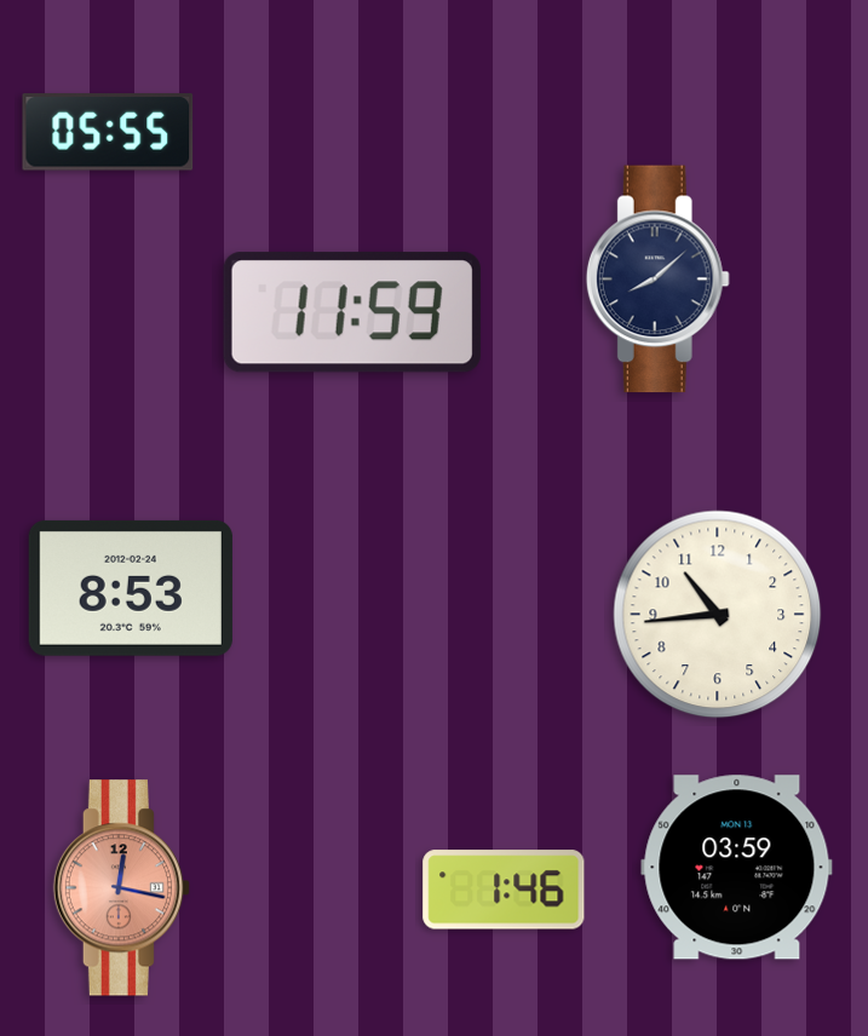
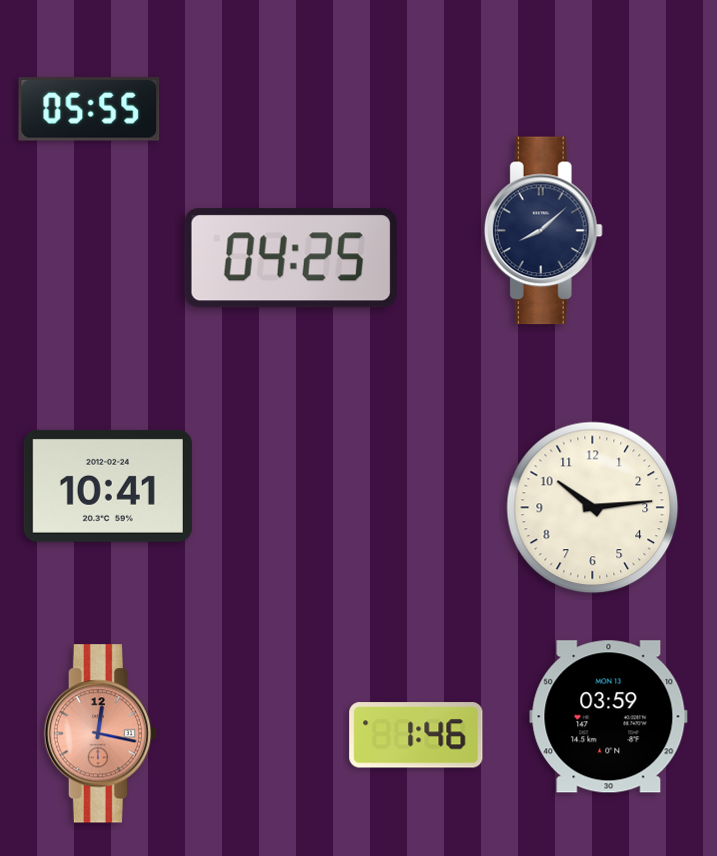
clock at (352, 312): 11:59 -> 04:25
clock at (131, 588): 8:53 -> 10:41
clock at (718, 615): 10:44 -> 10:14
